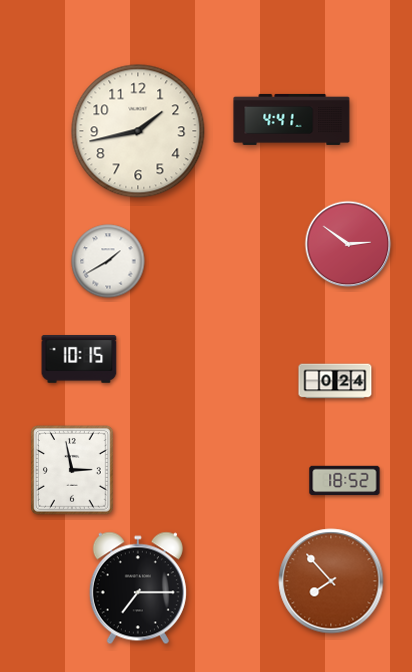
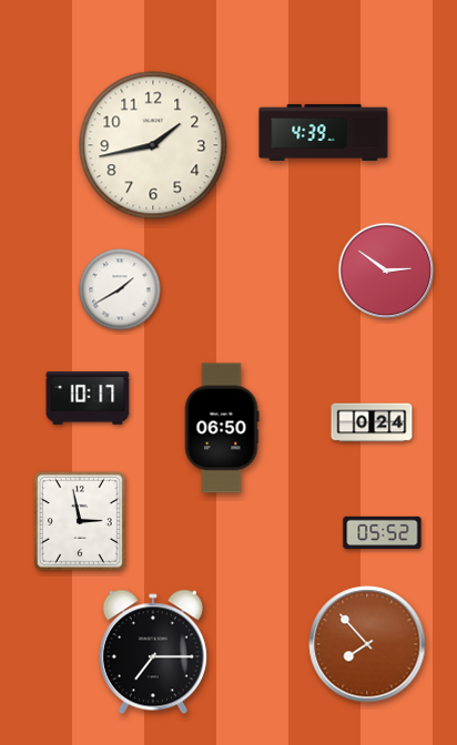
clock at (292, 119): 4:41 -> 4:39
clock at (79, 360): 10:15 -> 10:17
clock at (222, 428): none -> 06:50
clock at (345, 481): 18:52 -> 05:52
